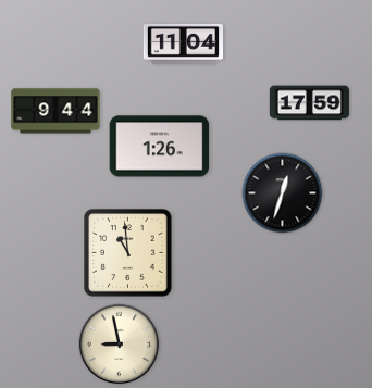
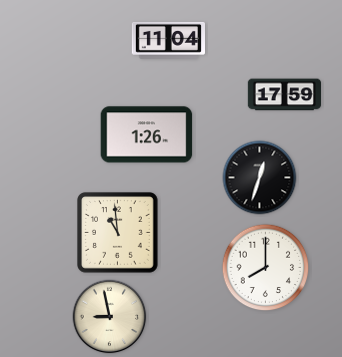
clock at (55, 111): 9:44 -> none
clock at (266, 268): none -> 8:00
